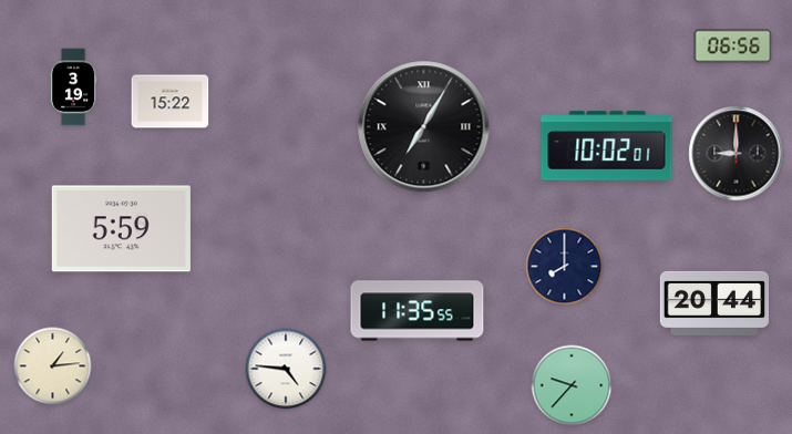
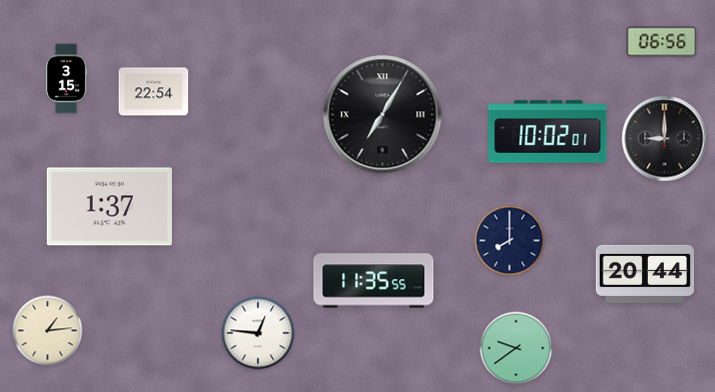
clock at (73, 87): 3:19 -> 3:15
clock at (171, 102): 15:22 -> 22:54
clock at (121, 229): 5:59 -> 1:37
clock at (418, 311) position: (418, 311) -> (374, 281)
clock at (286, 369): 4:46 -> 12:46
clock at (572, 385): 9:37 -> 9:39
